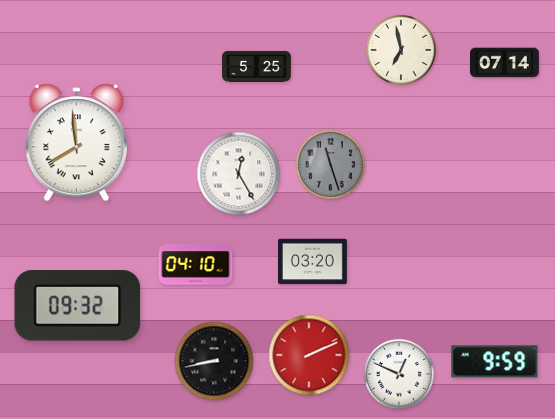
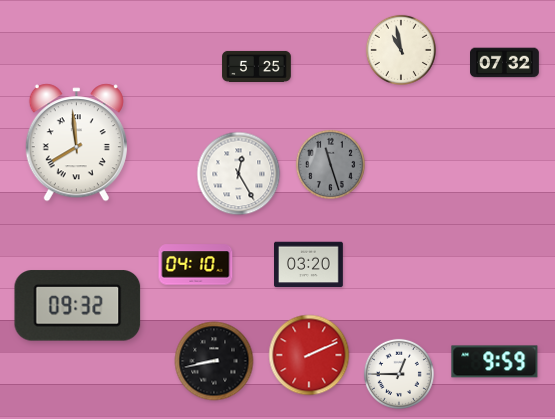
clock at (401, 50): 6:58 -> 10:58
clock at (505, 63): 07:14 -> 07:32
clock at (313, 262) position: (313, 262) -> (309, 265)
clock at (399, 374): 12:49 -> 12:45
